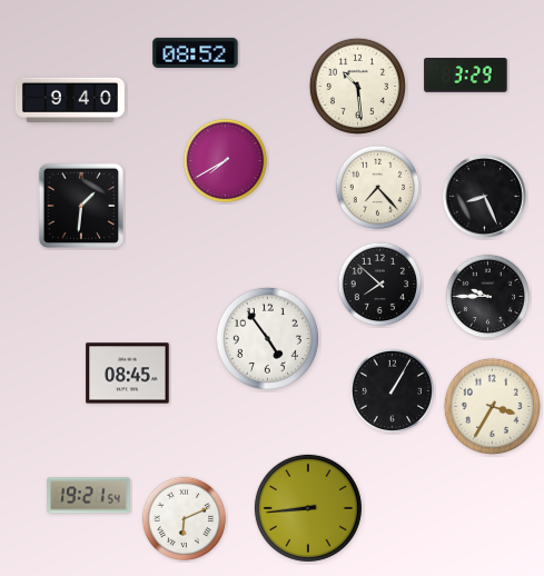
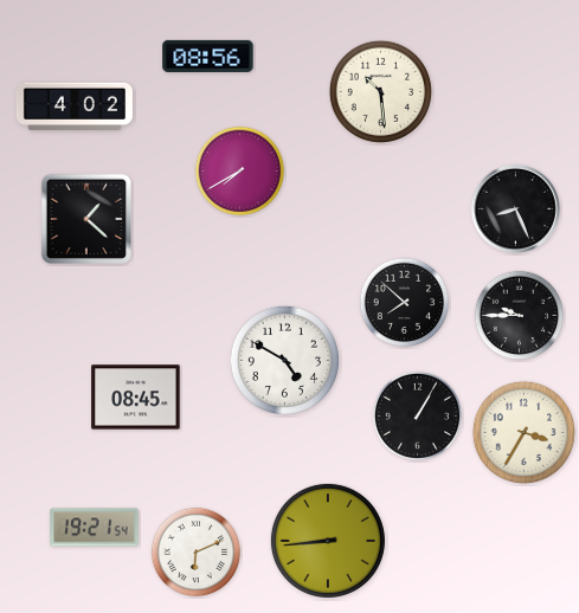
clock at (196, 52): 08:52 -> 08:56
clock at (466, 76): 3:29 -> none
clock at (70, 100): 9:40 -> 4:02
clock at (378, 188): 7:23 -> none
clock at (81, 206): 1:31 -> 1:22
clock at (267, 338): 4:54 -> 4:50
